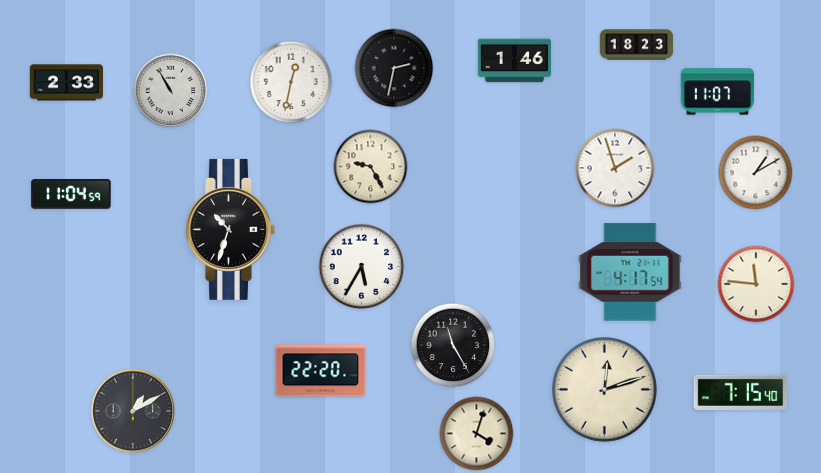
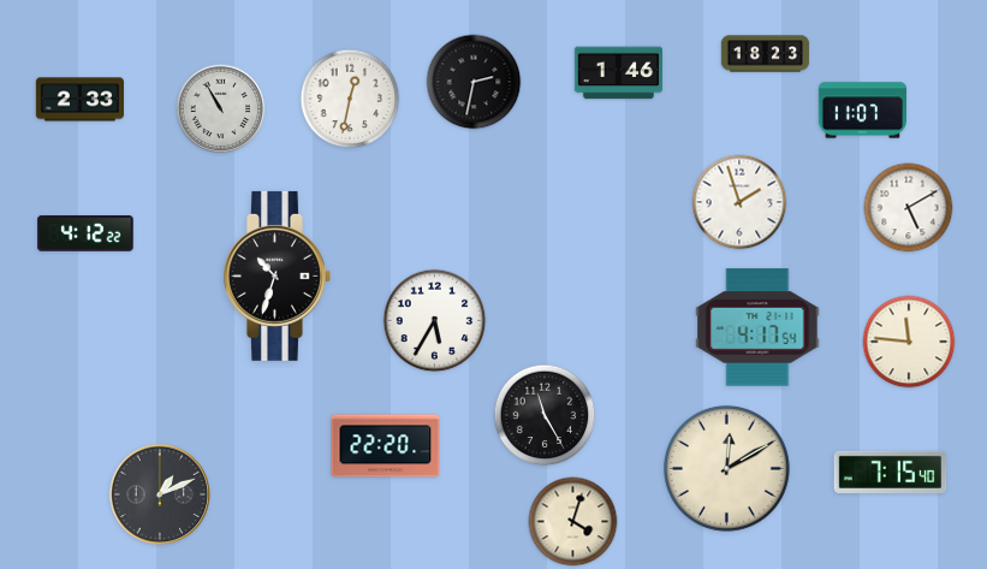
clock at (171, 91) position: (171, 91) -> (221, 109)
clock at (371, 167): 9:25 -> none
clock at (756, 173): 1:10 -> 5:10
clock at (71, 194): 11:04 -> 4:12
clock at (605, 390): 12:12 -> 12:10
clock at (133, 411): 1:10 -> 1:11
